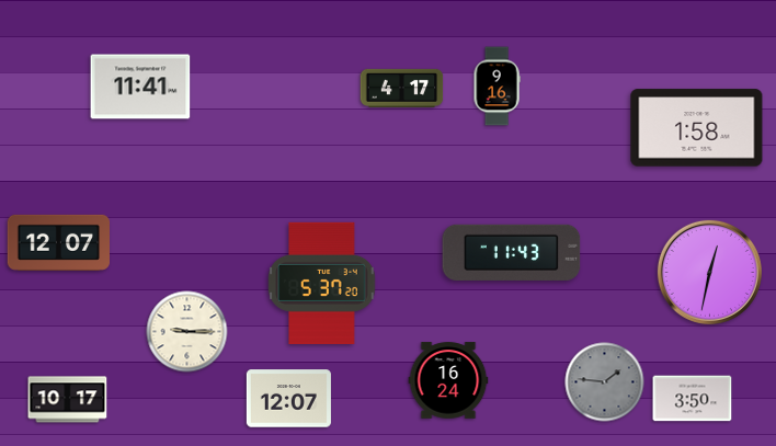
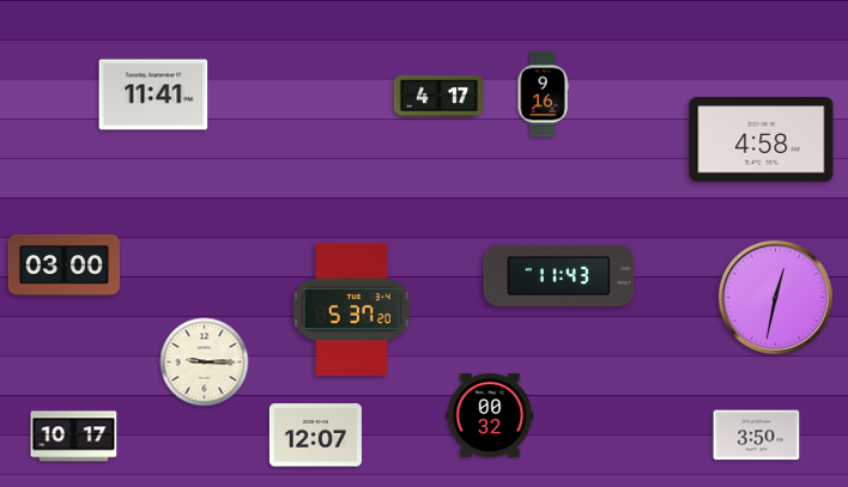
clock at (697, 128): 1:58 -> 4:58
clock at (58, 242): 12:07 -> 03:00
clock at (448, 380): 16:24 -> 00:32
clock at (605, 382): 1:46 -> none
